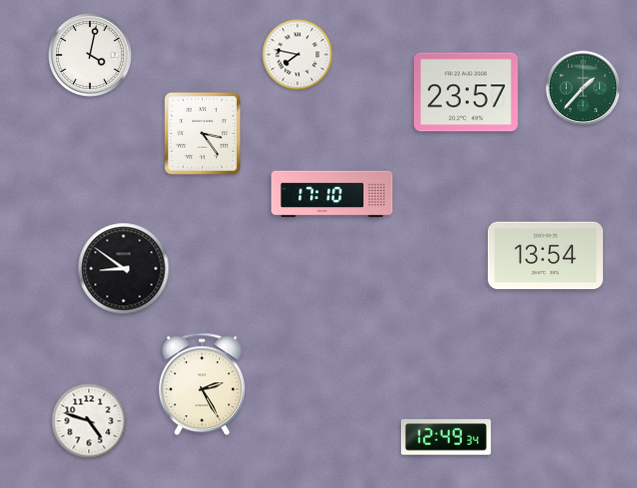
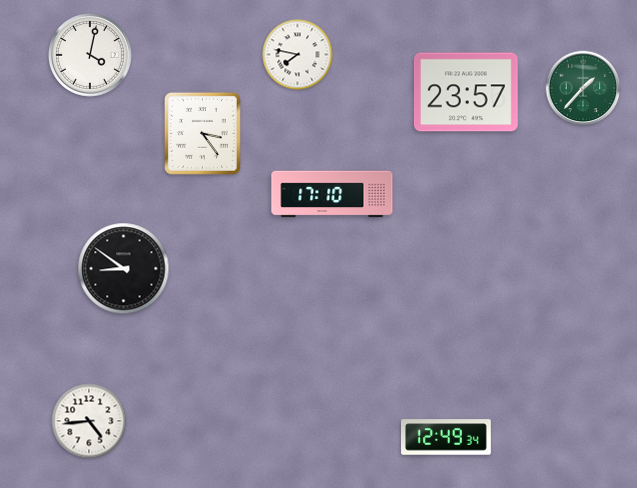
clock at (545, 256): 13:54 -> none
clock at (202, 384): 2:25 -> none
clock at (89, 421): 4:48 -> 4:44
